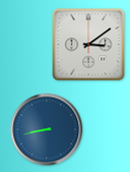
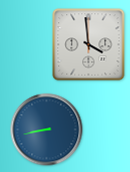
clock at (89, 45): 3:09 -> 3:59
